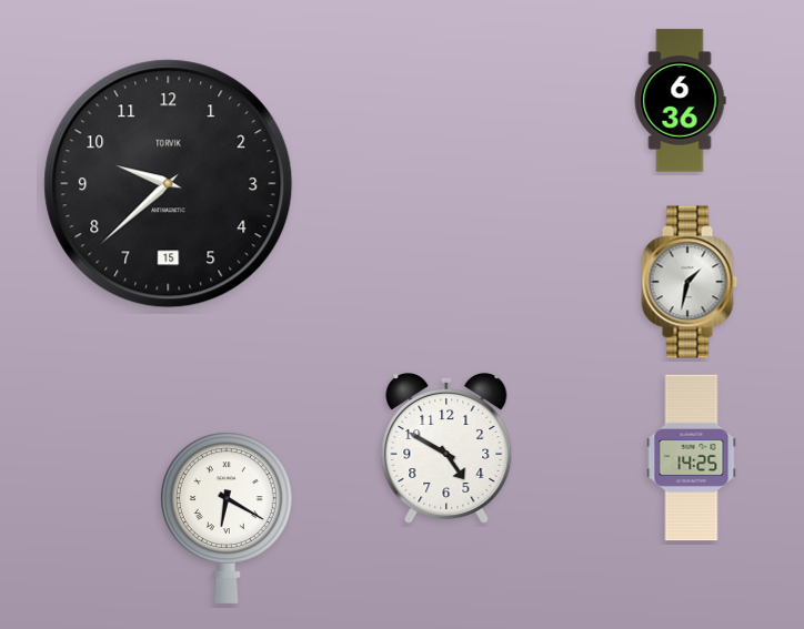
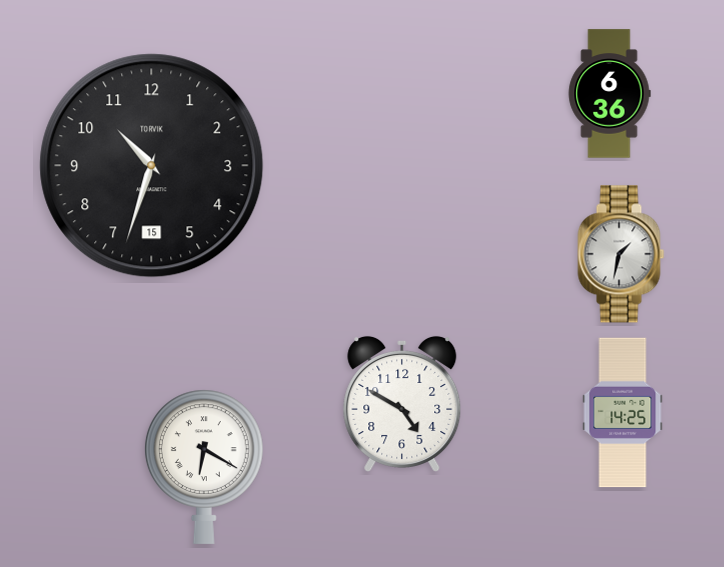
clock at (680, 101) position: (680, 101) -> (609, 94)
clock at (169, 184): 9:38 -> 10:33
